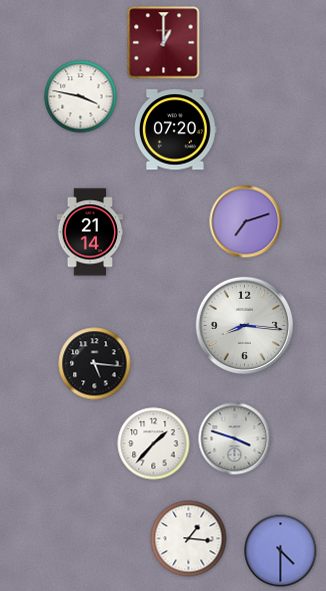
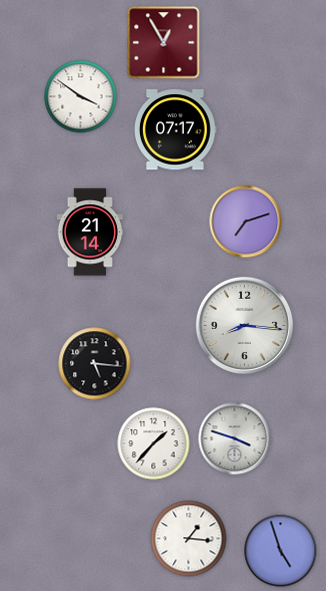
clock at (164, 43): 1:00 -> 12:55
clock at (81, 97): 3:47 -> 3:51
clock at (176, 130): 07:20 -> 07:17
clock at (281, 551): 4:30 -> 4:57
